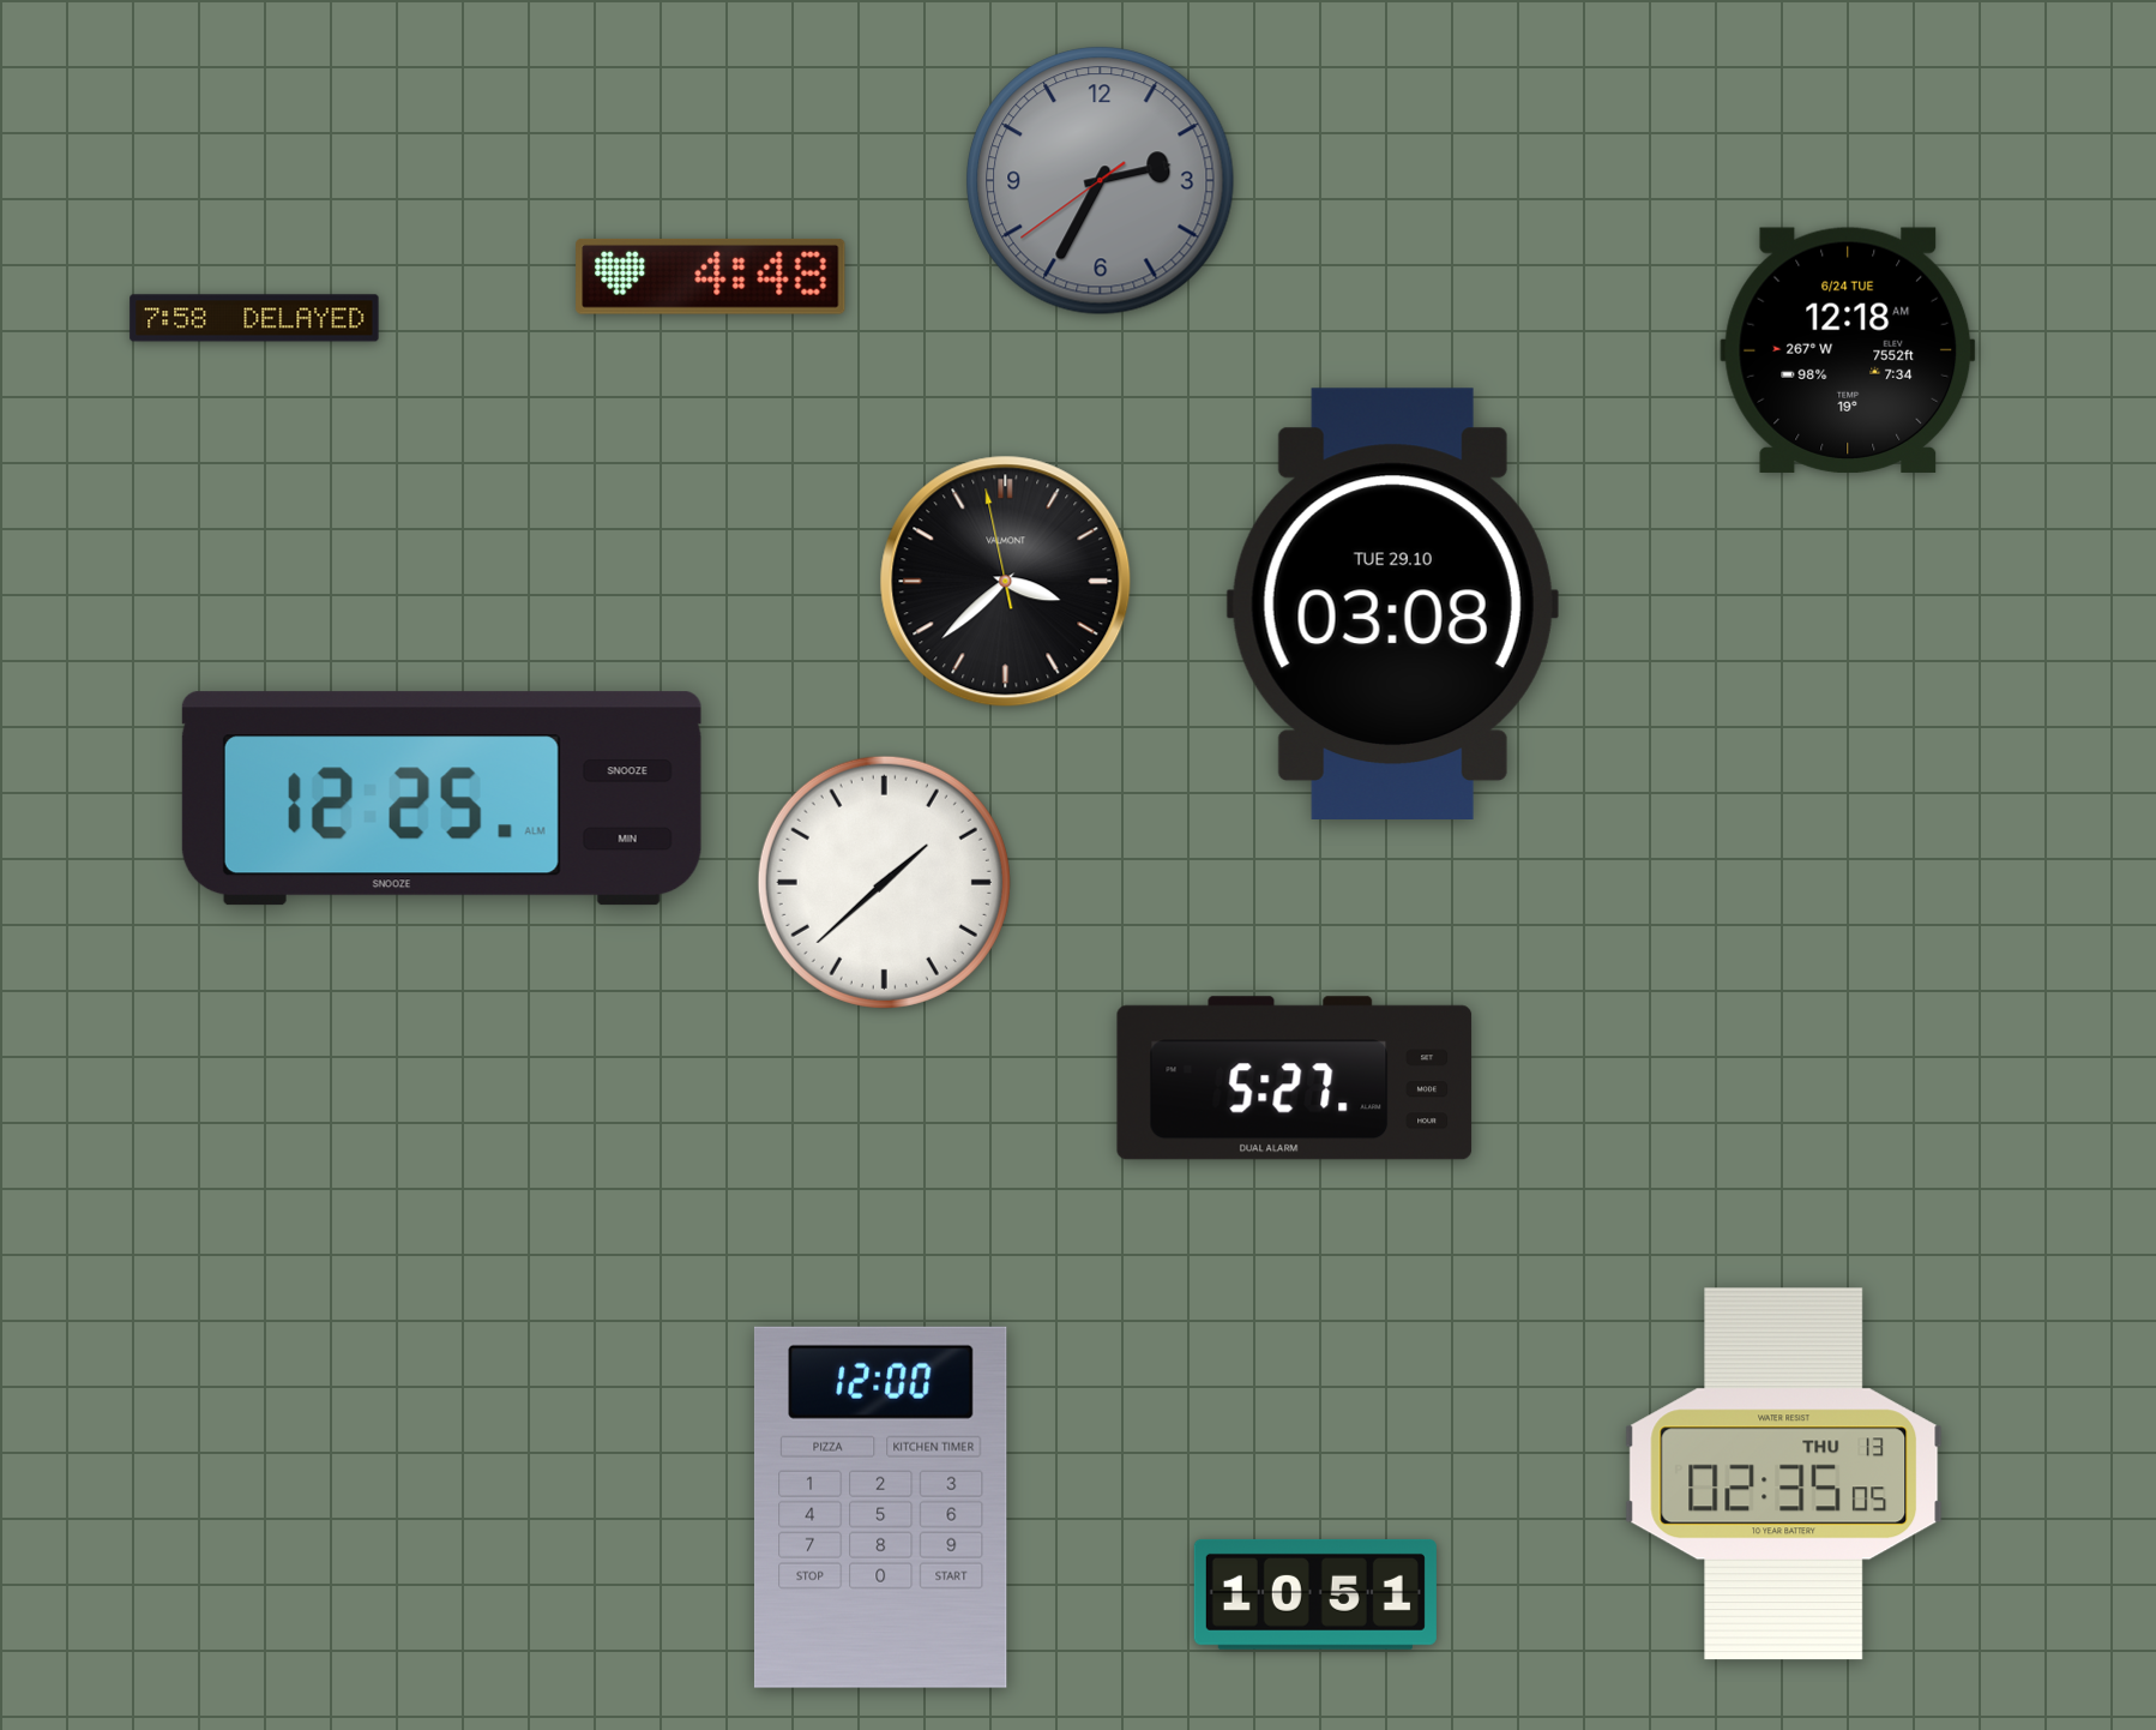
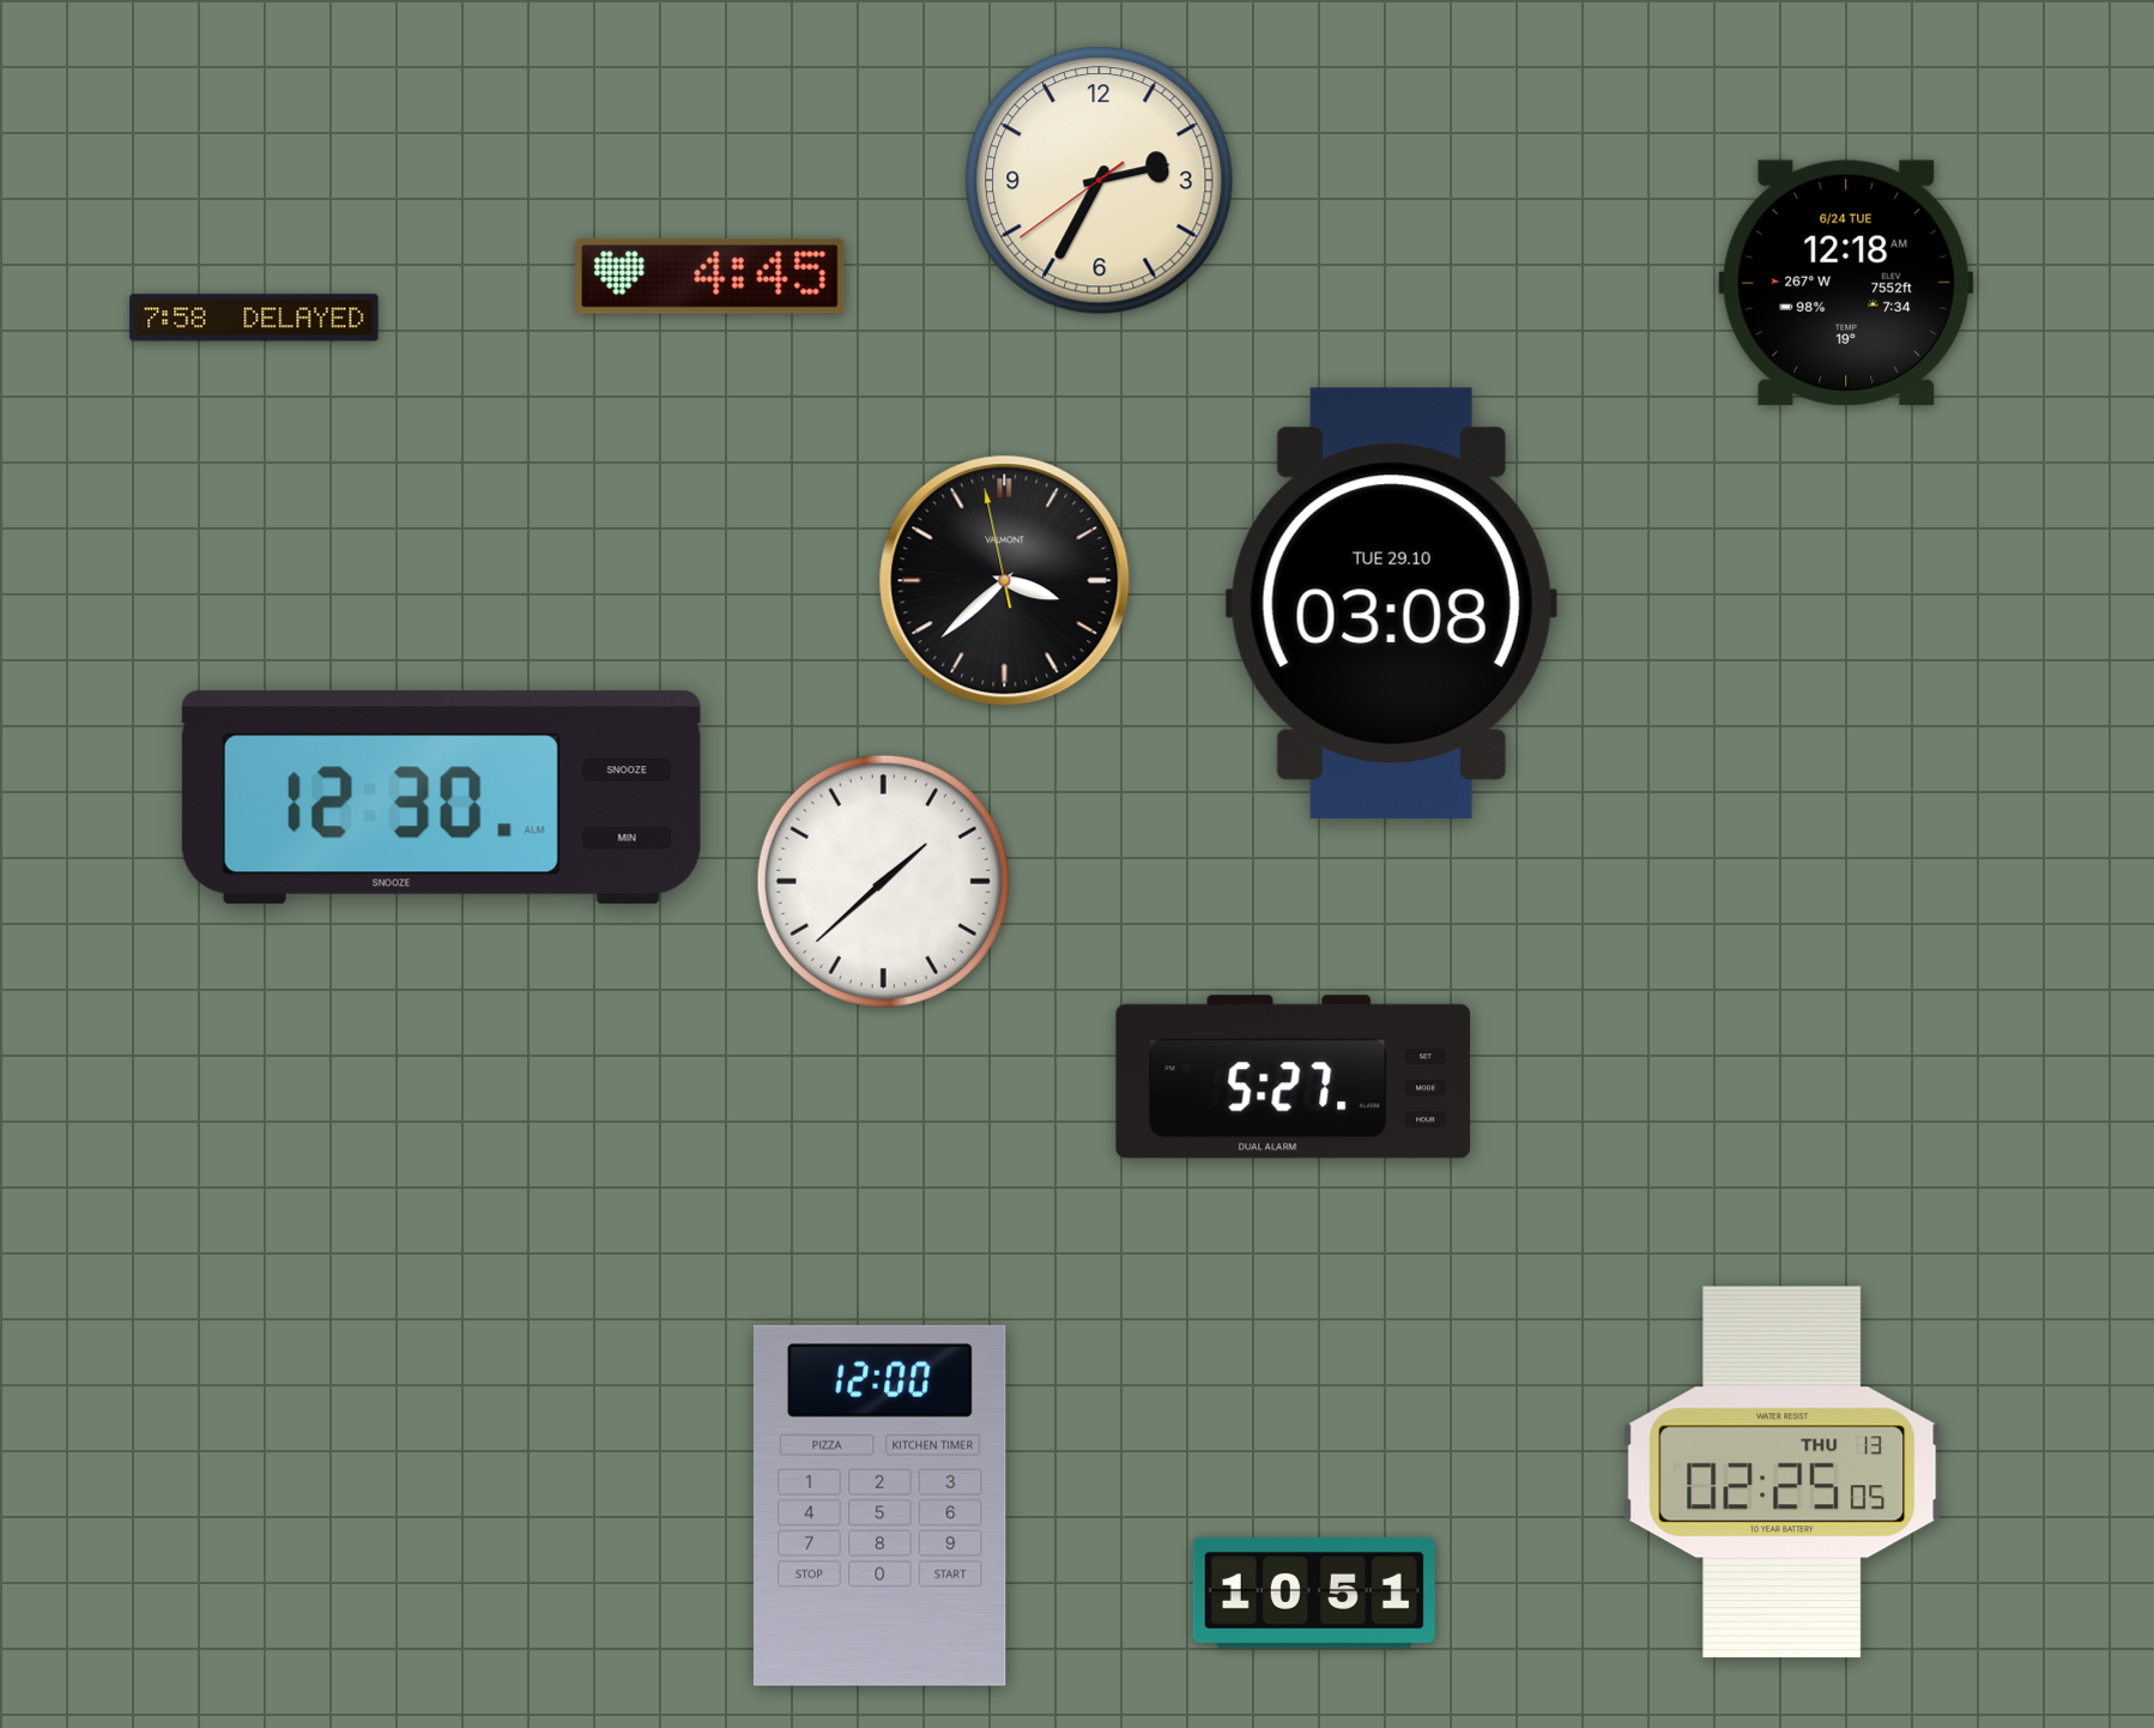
clock at (1101, 181) dial: grey -> cream
clock at (711, 276): 4:48 -> 4:45
clock at (1848, 350) position: (1848, 350) -> (1846, 283)
clock at (441, 799): 12:25 -> 12:30
clock at (1784, 1474): 02:35 -> 02:25
